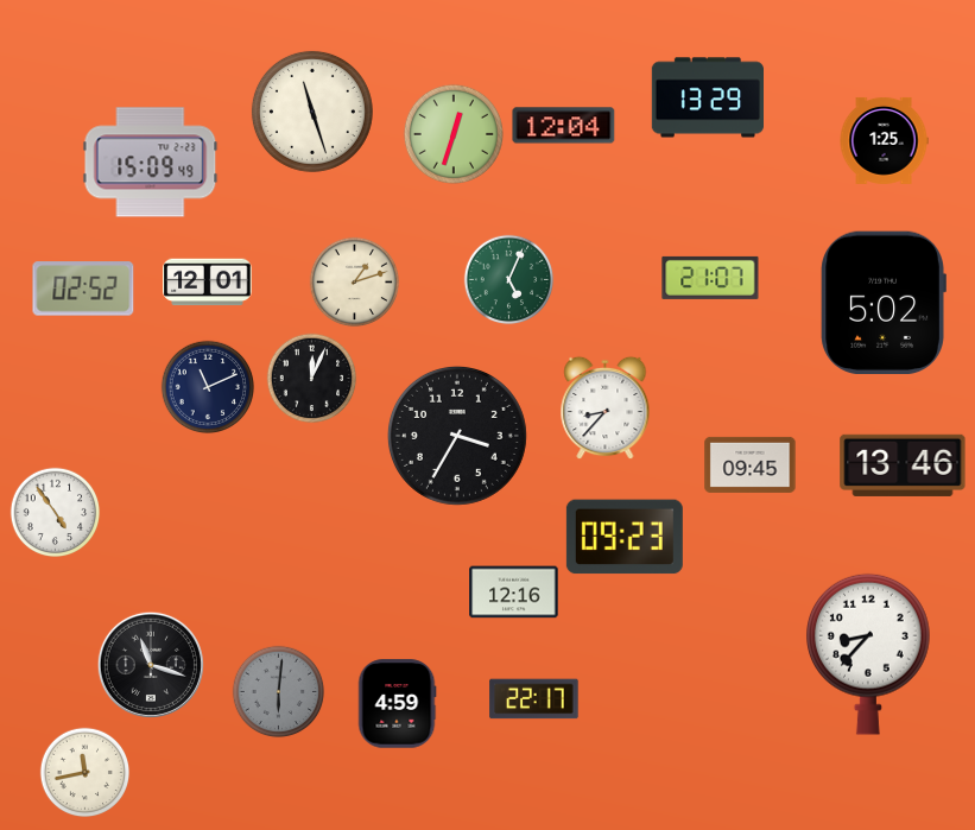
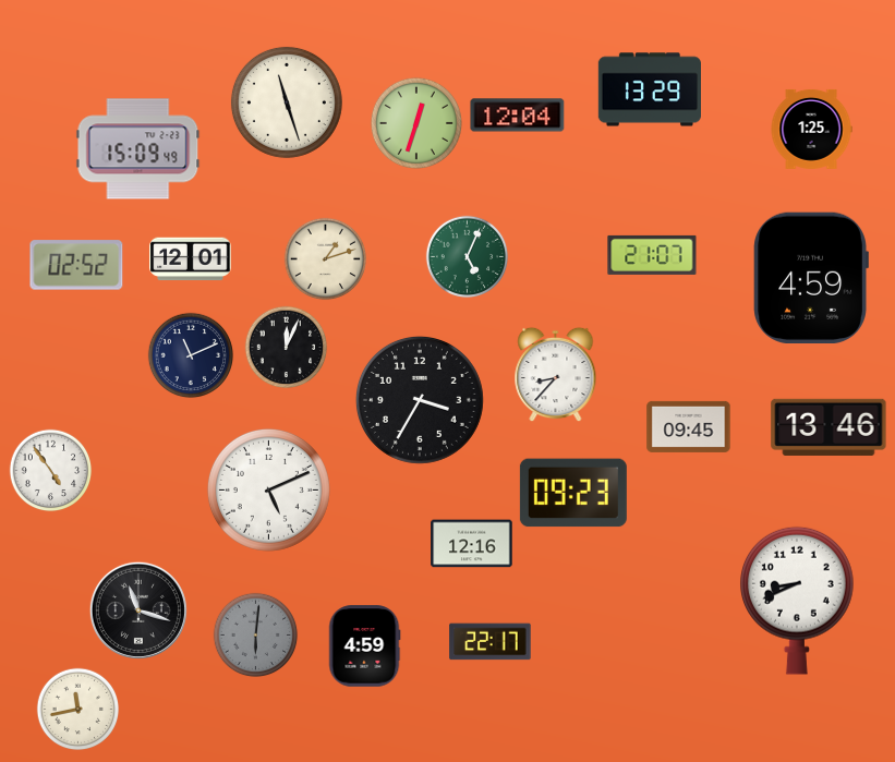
clock at (884, 302): 5:02 -> 4:59
clock at (268, 489): none -> 5:11
clock at (869, 654): 8:37 -> 8:41
